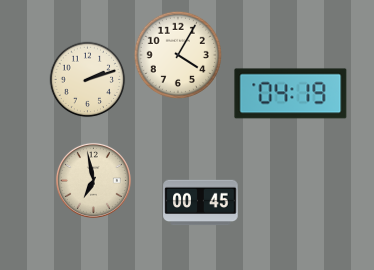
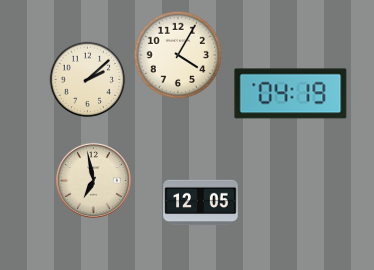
clock at (88, 80): 2:12 -> 2:08
clock at (201, 203): 00:45 -> 12:05
